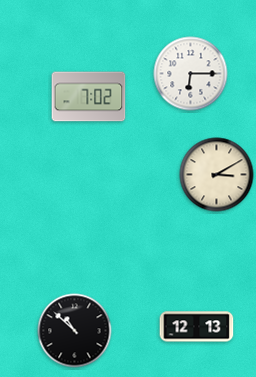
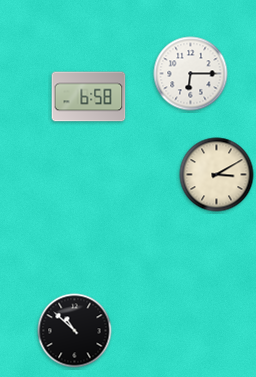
clock at (89, 97): 7:02 -> 6:58
clock at (197, 327): 12:13 -> none
